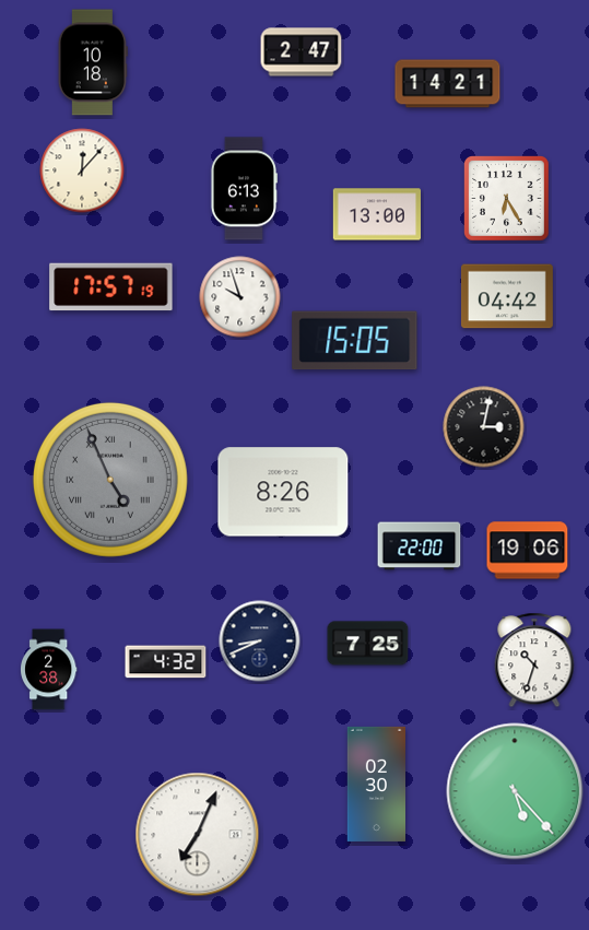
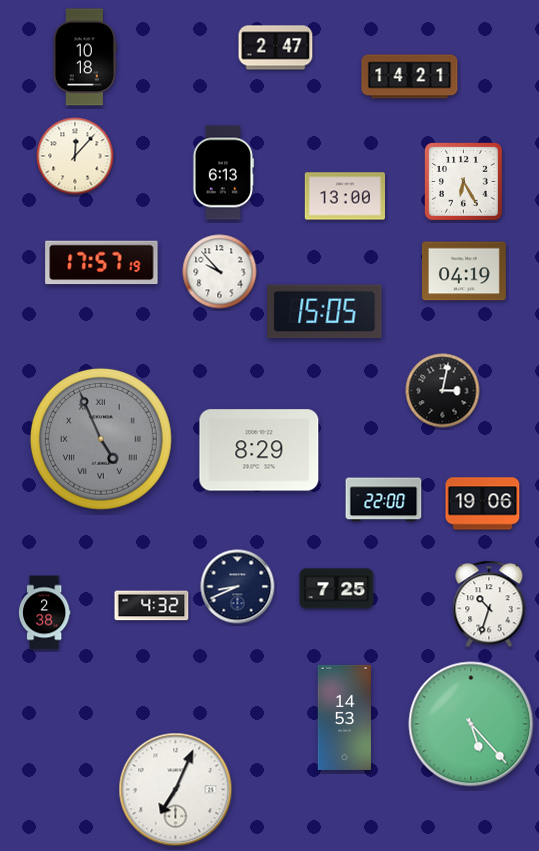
clock at (507, 296): 04:42 -> 04:19
clock at (240, 297): 9:57 -> 9:53
clock at (283, 492): 8:26 -> 8:29
clock at (376, 784): 02:30 -> 14:53
clock at (198, 835) position: (198, 835) -> (176, 790)
